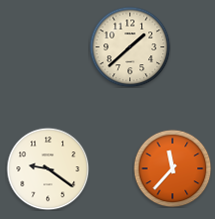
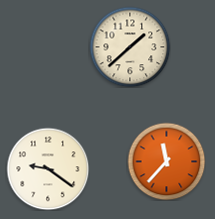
clock at (172, 168) position: (172, 168) -> (166, 161)
